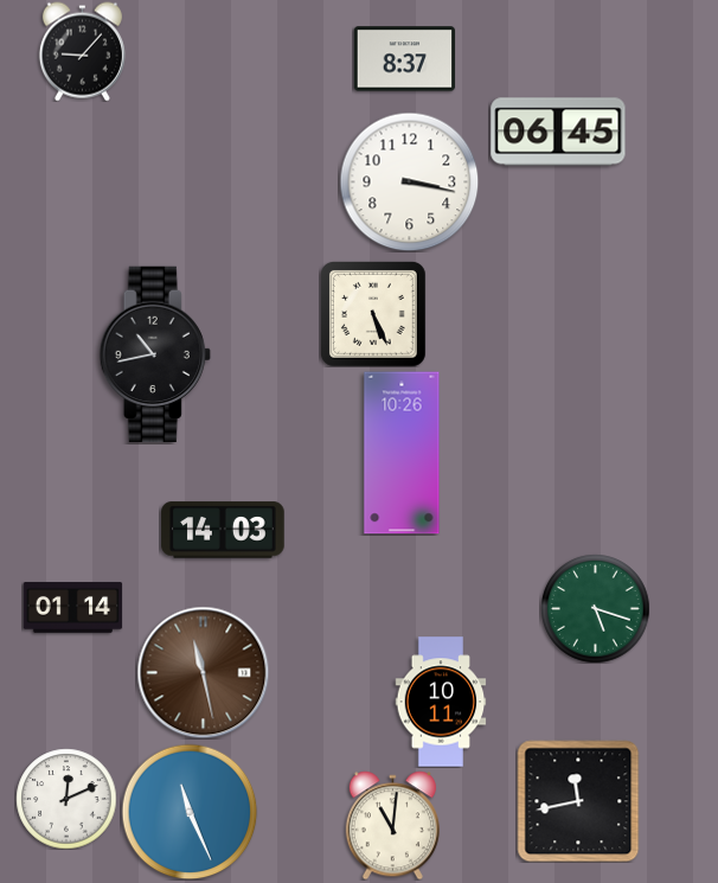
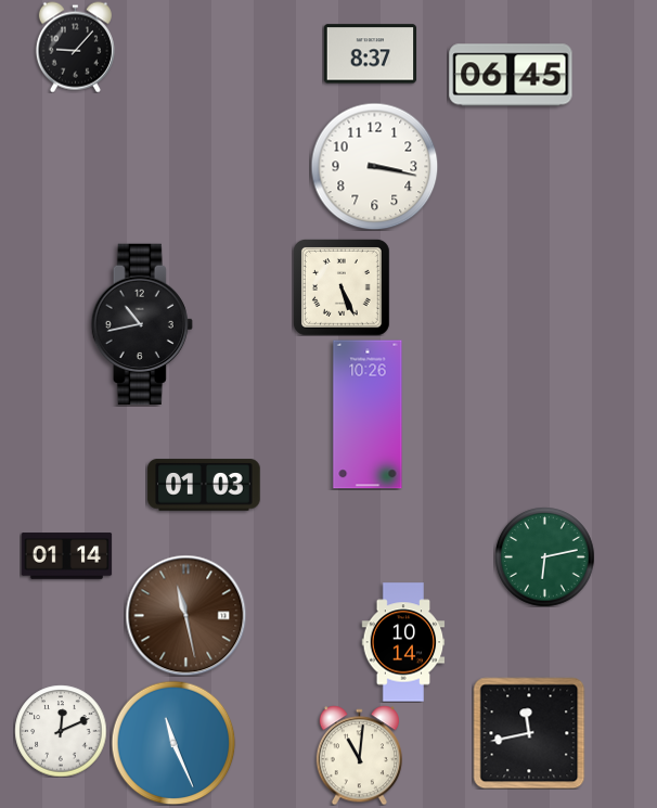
clock at (558, 132) position: (558, 132) -> (511, 75)
clock at (223, 530): 14:03 -> 01:03
clock at (595, 608): 5:18 -> 6:13
clock at (441, 702): 10:11 -> 10:14
